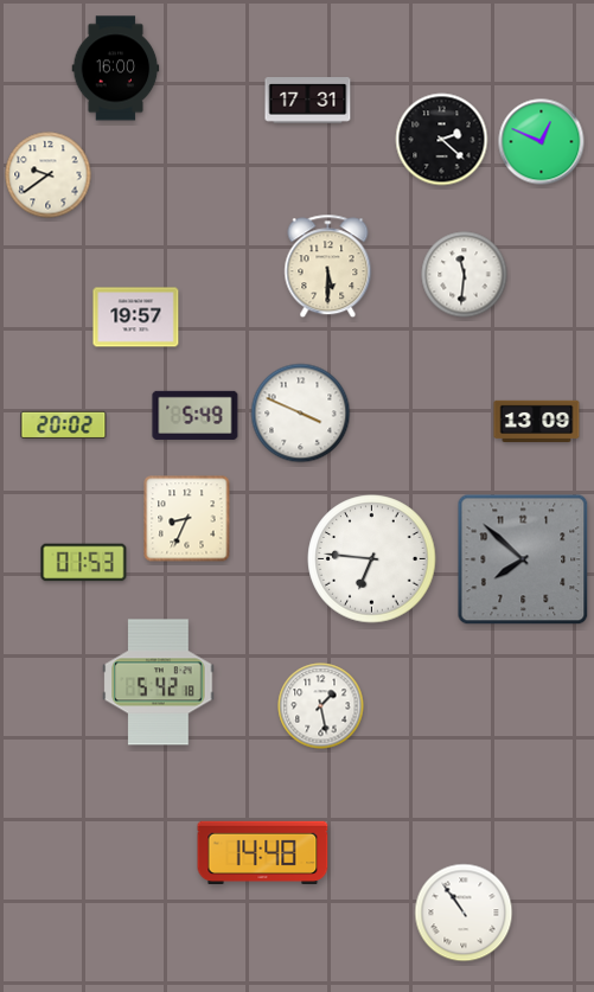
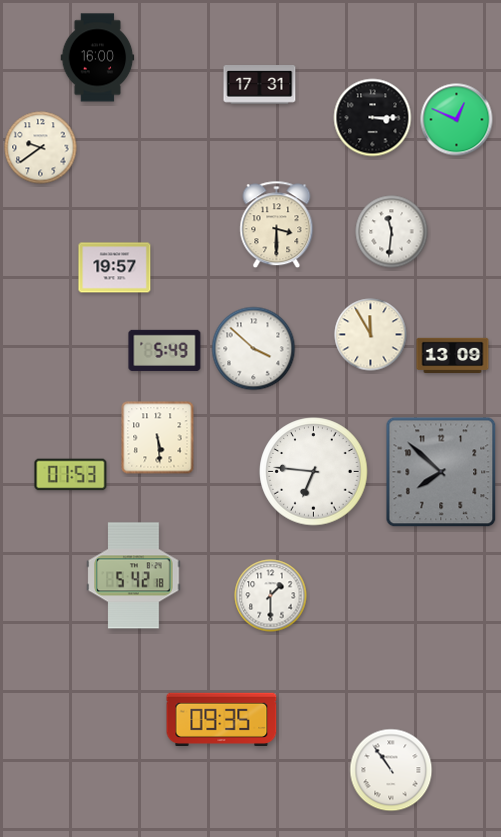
clock at (442, 140): 2:22 -> 3:15
clock at (328, 267): 5:30 -> 3:30
clock at (371, 335): none -> 11:55
clock at (301, 414): 3:49 -> 3:52
clock at (64, 424): 20:02 -> none
clock at (187, 519): 8:34 -> 5:29
clock at (321, 706): 1:28 -> 1:30
clock at (263, 853): 14:48 -> 09:35
